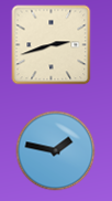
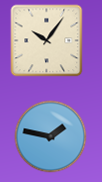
clock at (52, 45): 2:42 -> 10:06
